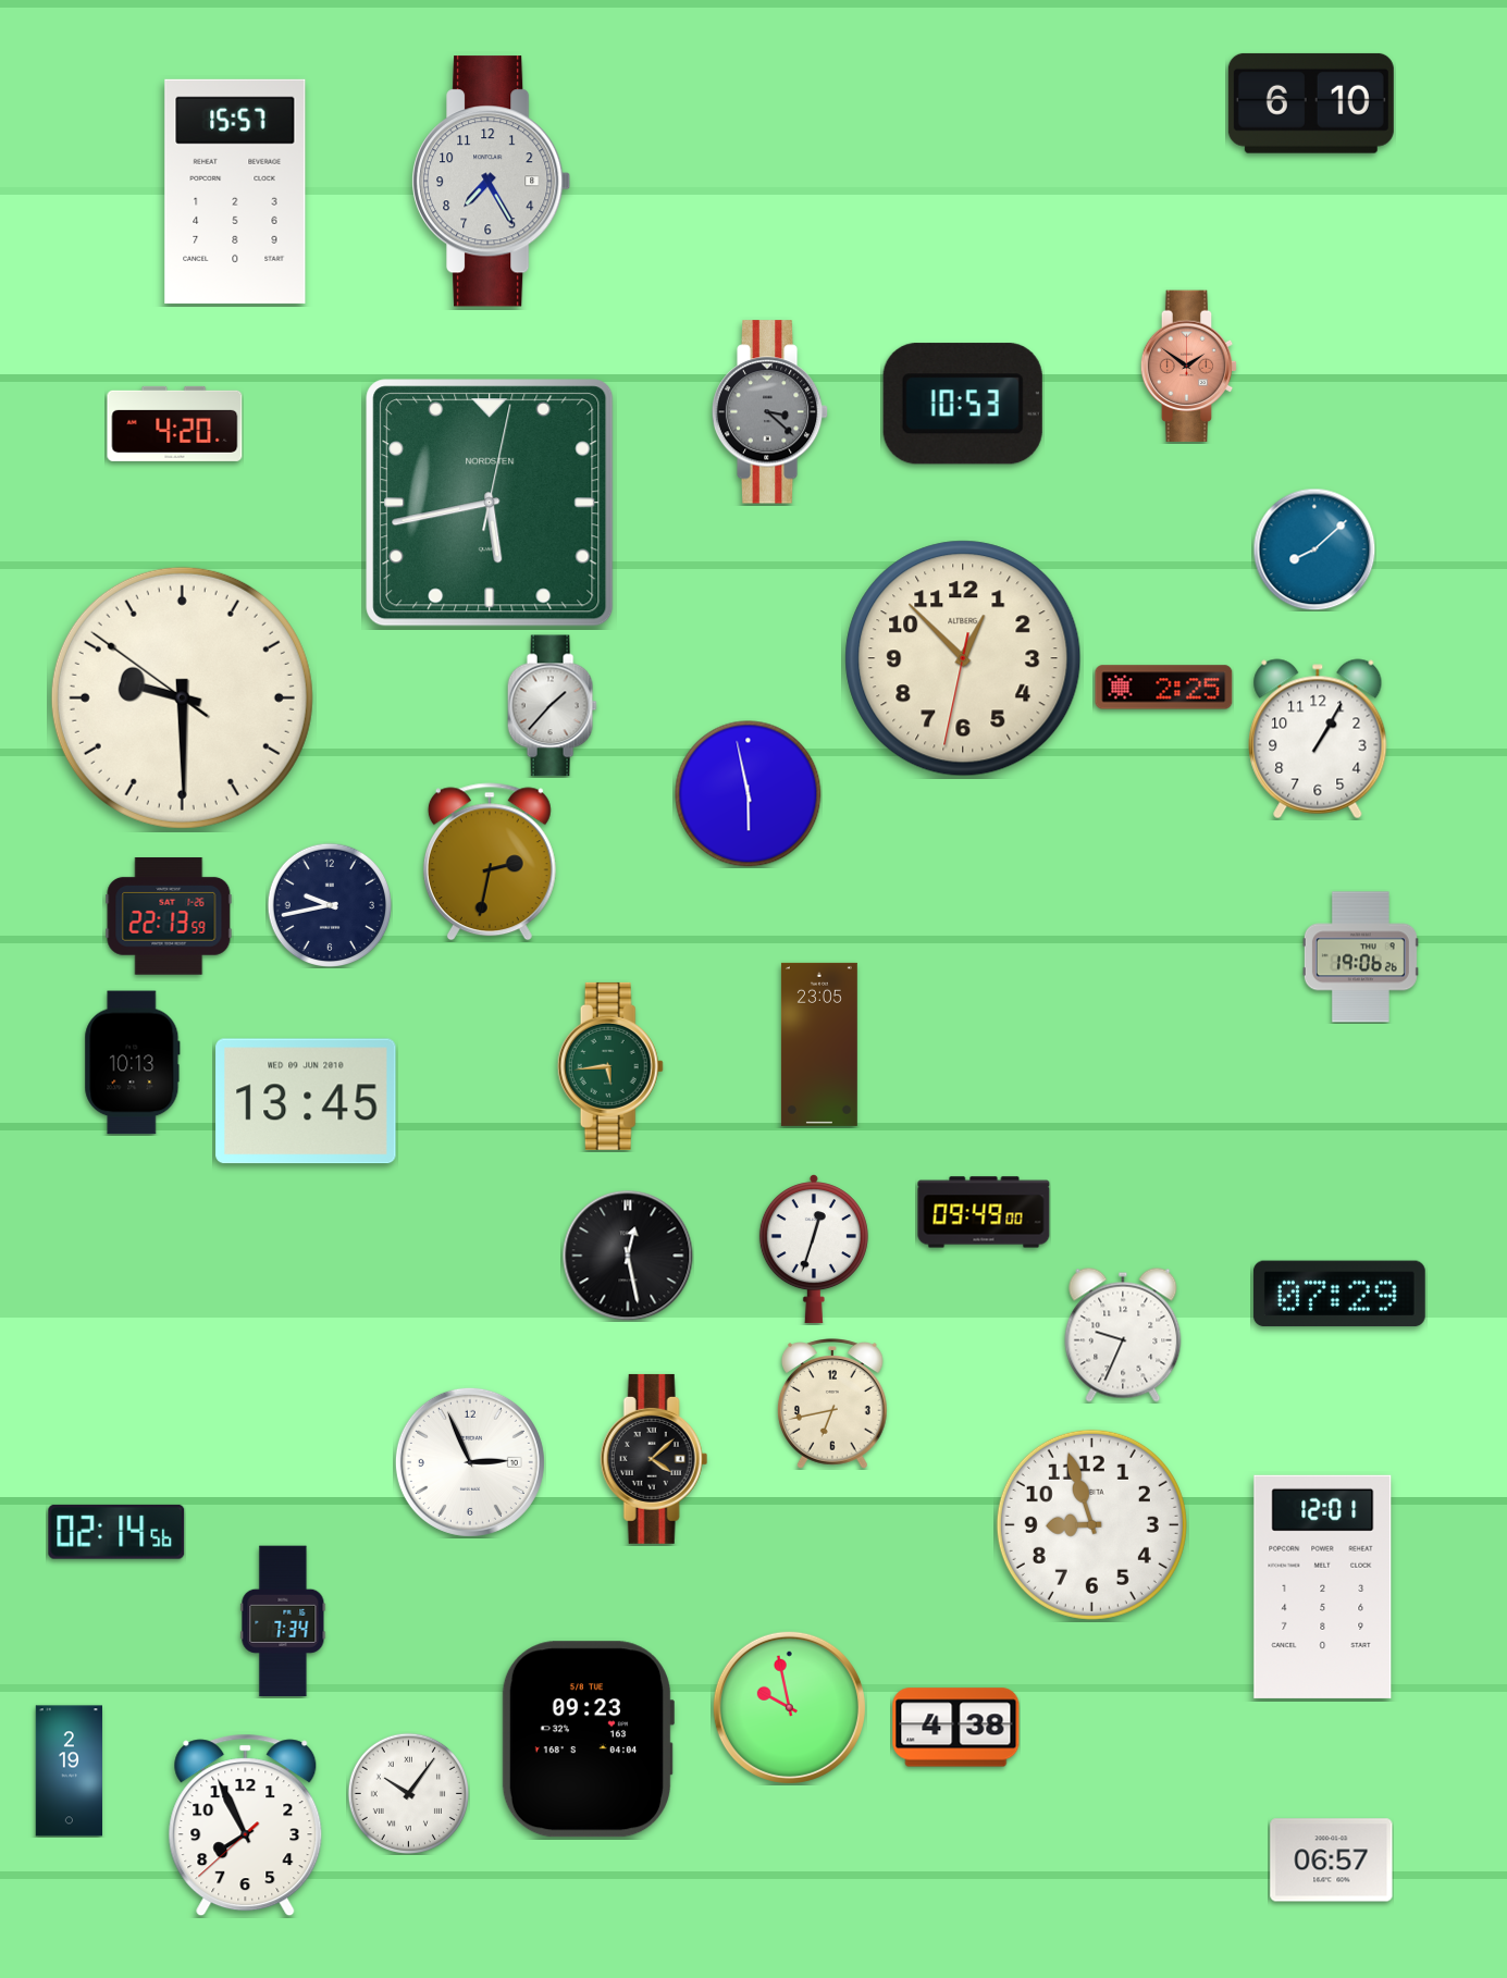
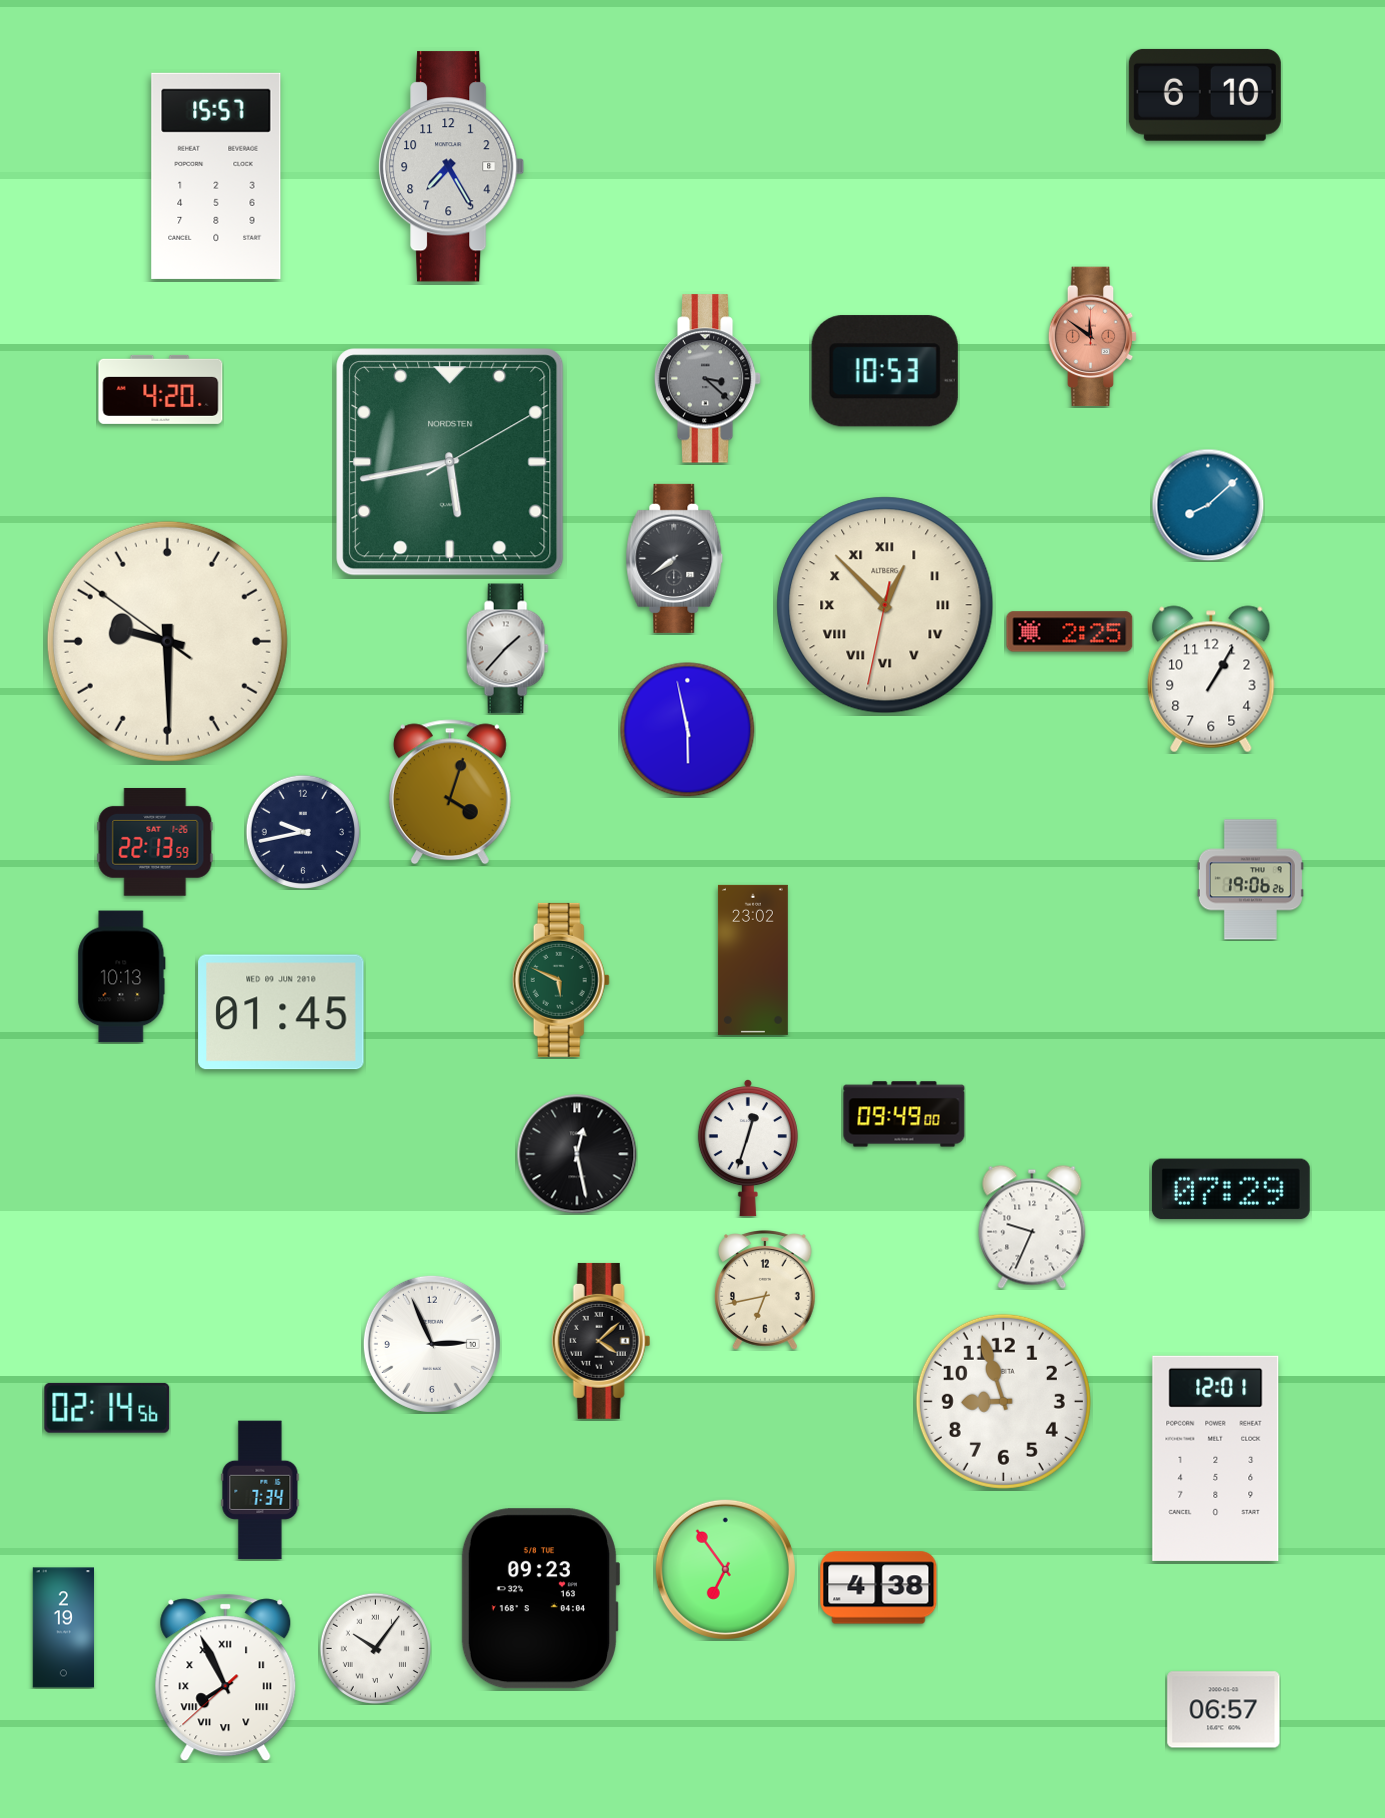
clock at (1189, 367): 1:51 -> 11:51
clock at (490, 503): 5:43:02 -> 5:43:10
clock at (675, 558): none -> 7:39
clock at (963, 658) numerals: Arabic -> Roman
clock at (490, 862): 2:32 -> 4:03
clock at (819, 1044): 23:05 -> 23:02
clock at (610, 1066): 5:44 -> 5:49
clock at (306, 1101): 13:45 -> 01:45
clock at (789, 1707): 9:58 -> 6:54
clock at (246, 1826) numerals: Arabic -> Roman
